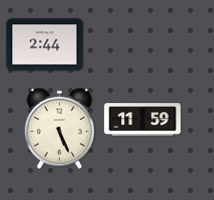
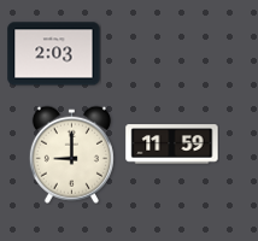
clock at (45, 45): 2:44 -> 2:03
clock at (59, 128): 5:26 -> 9:00
